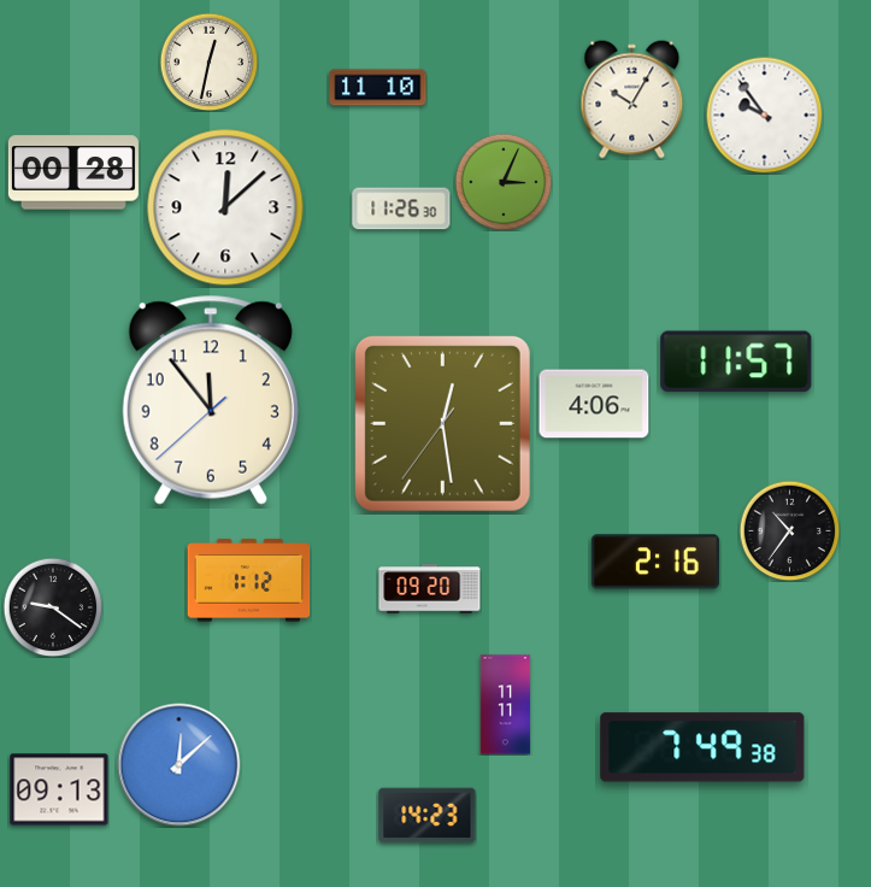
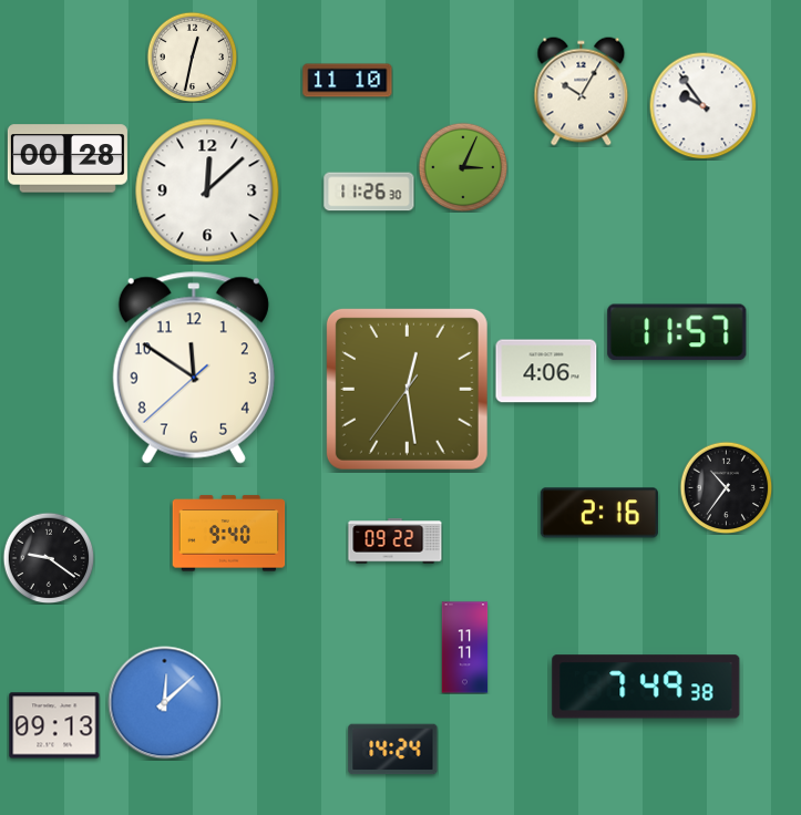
clock at (211, 400): 11:53 -> 11:50
clock at (655, 562) position: (655, 562) -> (599, 513)
clock at (249, 581): 1:12 -> 9:40
clock at (430, 589): 09:20 -> 09:22
clock at (428, 816): 14:23 -> 14:24
